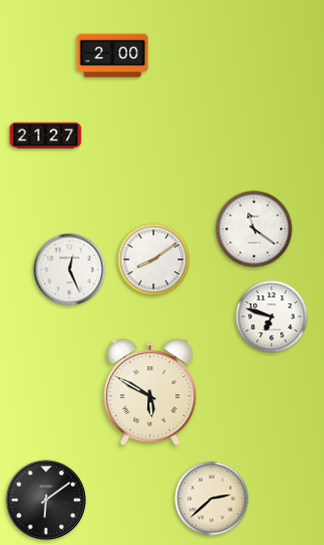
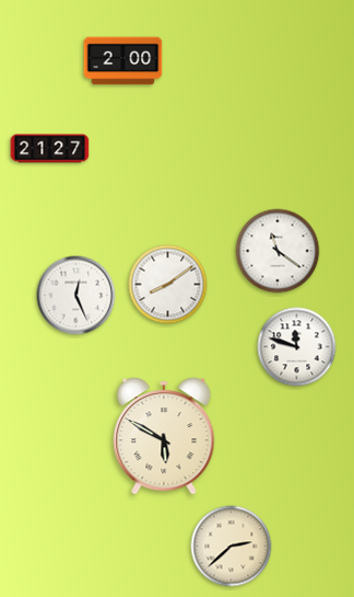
clock at (272, 317): 6:48 -> 11:48
clock at (150, 392) position: (150, 392) -> (164, 436)
clock at (46, 500): 6:09 -> none
